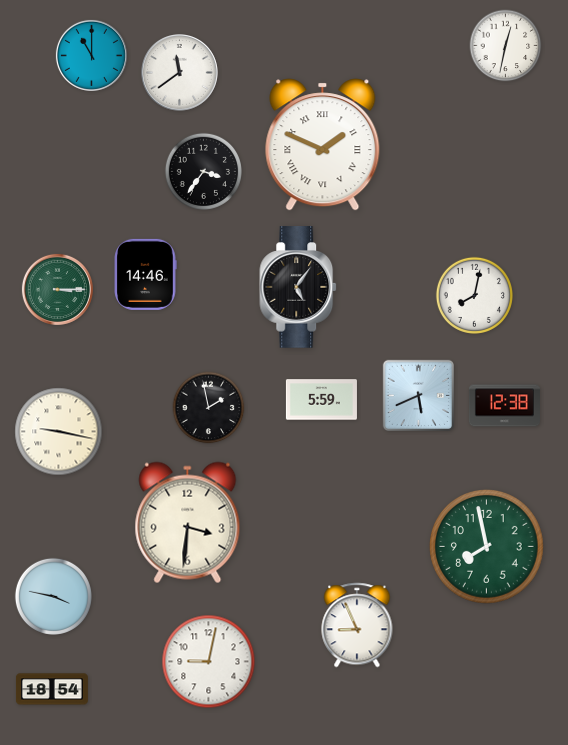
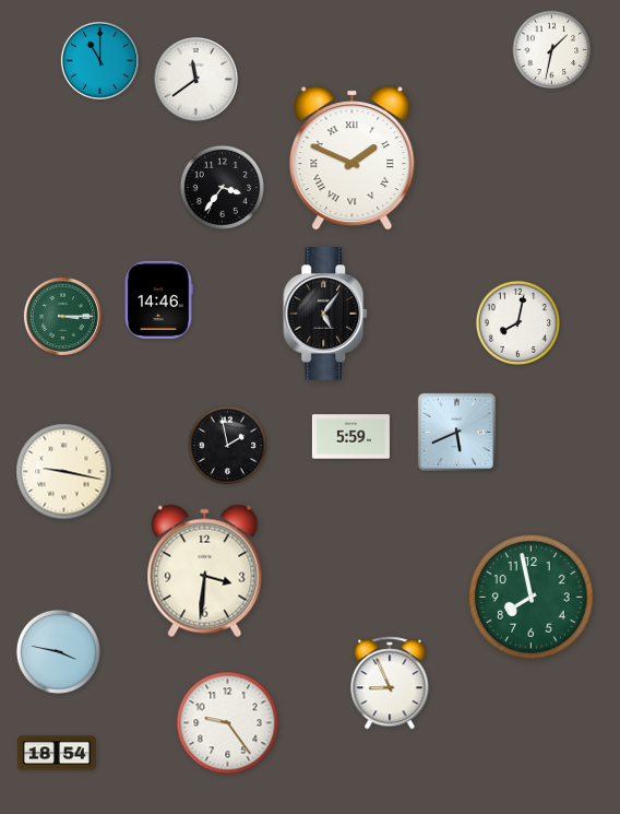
clock at (506, 46): 12:32 -> 1:32
clock at (504, 406): 12:38 -> none
clock at (209, 662): 9:02 -> 9:24
